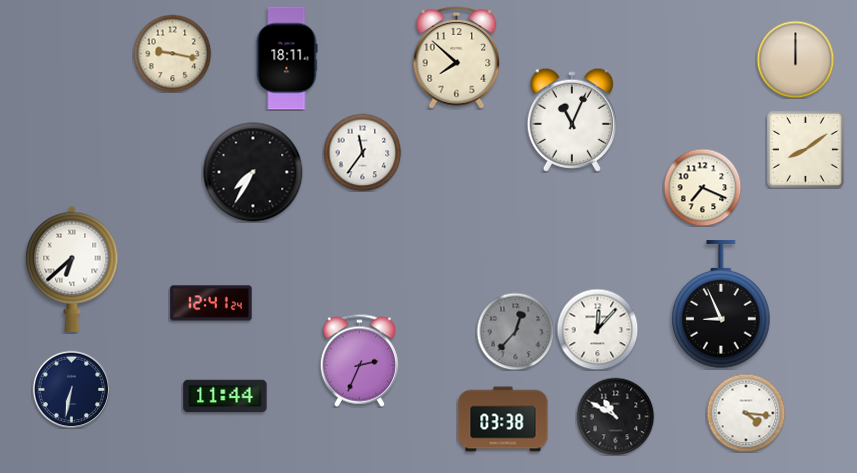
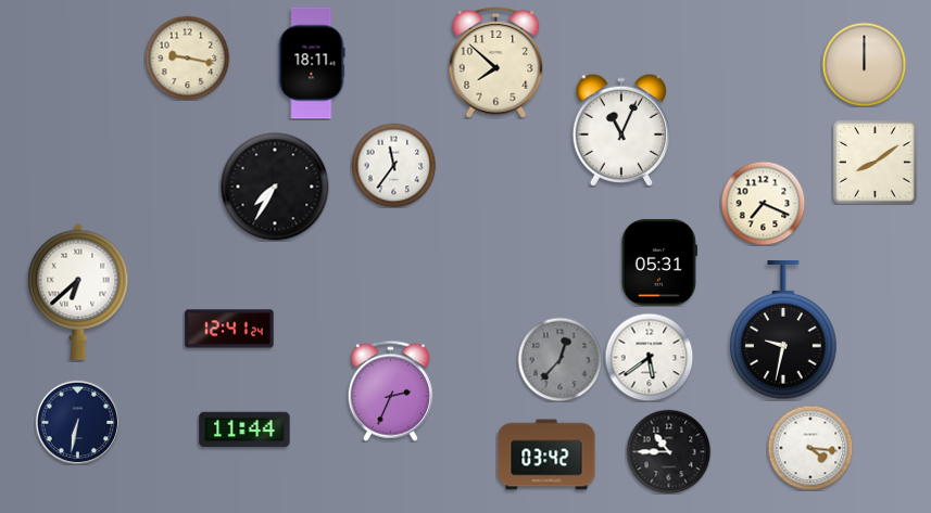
clock at (659, 262): none -> 05:31
clock at (721, 305): 8:56 -> 9:32
clock at (597, 329): 12:07 -> 5:39
clock at (615, 416): 10:50 -> 10:45
clock at (503, 419): 03:38 -> 03:42
